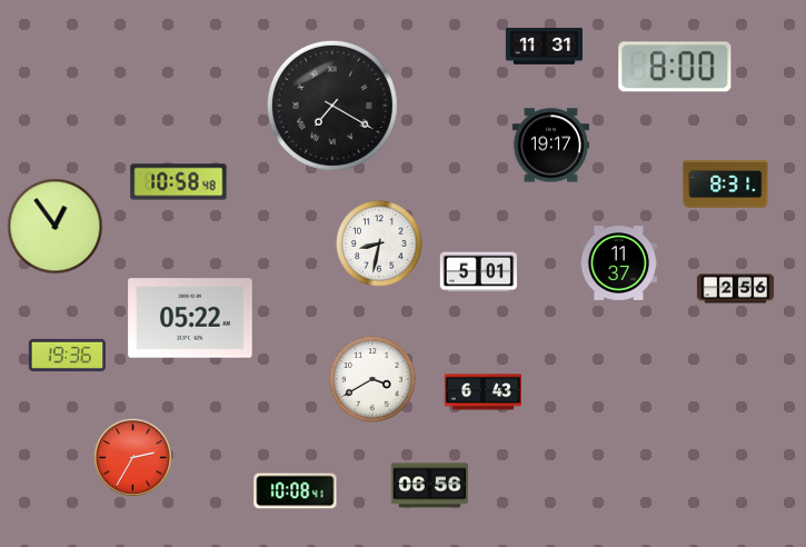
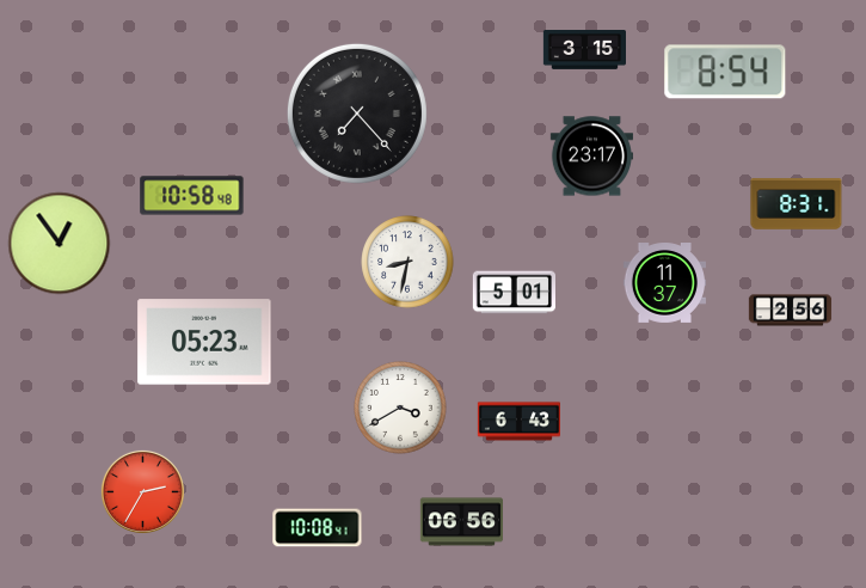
clock at (545, 47): 11:31 -> 3:15
clock at (675, 67): 8:00 -> 8:54
clock at (332, 106): 7:20 -> 7:23
clock at (550, 146): 19:17 -> 23:17
clock at (726, 185) position: (726, 185) -> (797, 204)
clock at (190, 318): 05:22 -> 05:23
clock at (67, 355): 19:36 -> none
